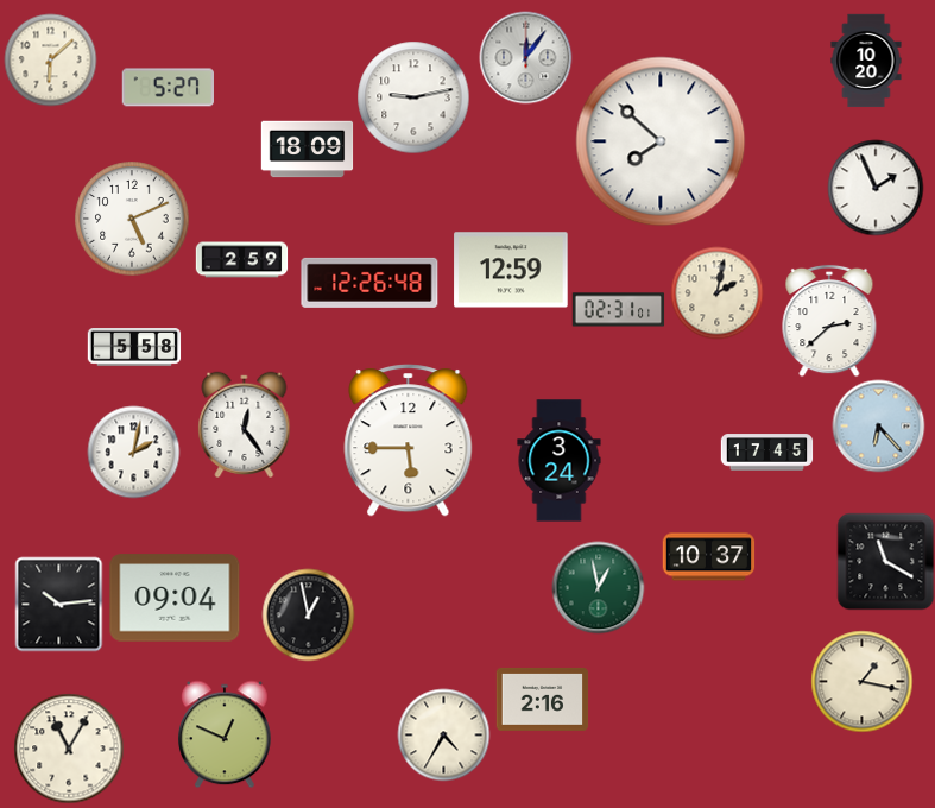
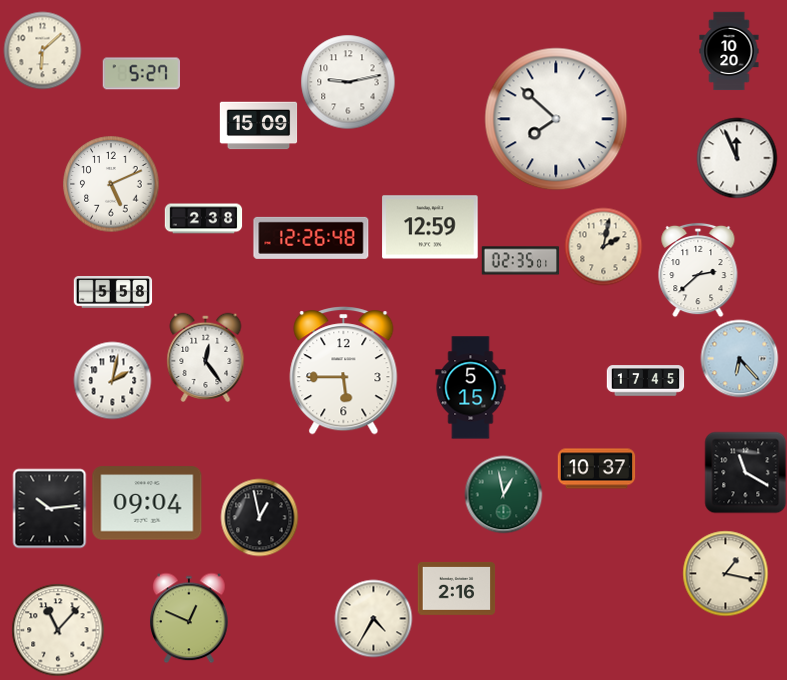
clock at (525, 57): 12:06 -> none
clock at (307, 150): 18:09 -> 15:09
clock at (876, 188): 1:56 -> 11:56
clock at (241, 260): 2:59 -> 2:38
clock at (618, 310): 02:31 -> 02:35
clock at (560, 461): 3:24 -> 5:15
clock at (69, 749): 11:05 -> 11:07
